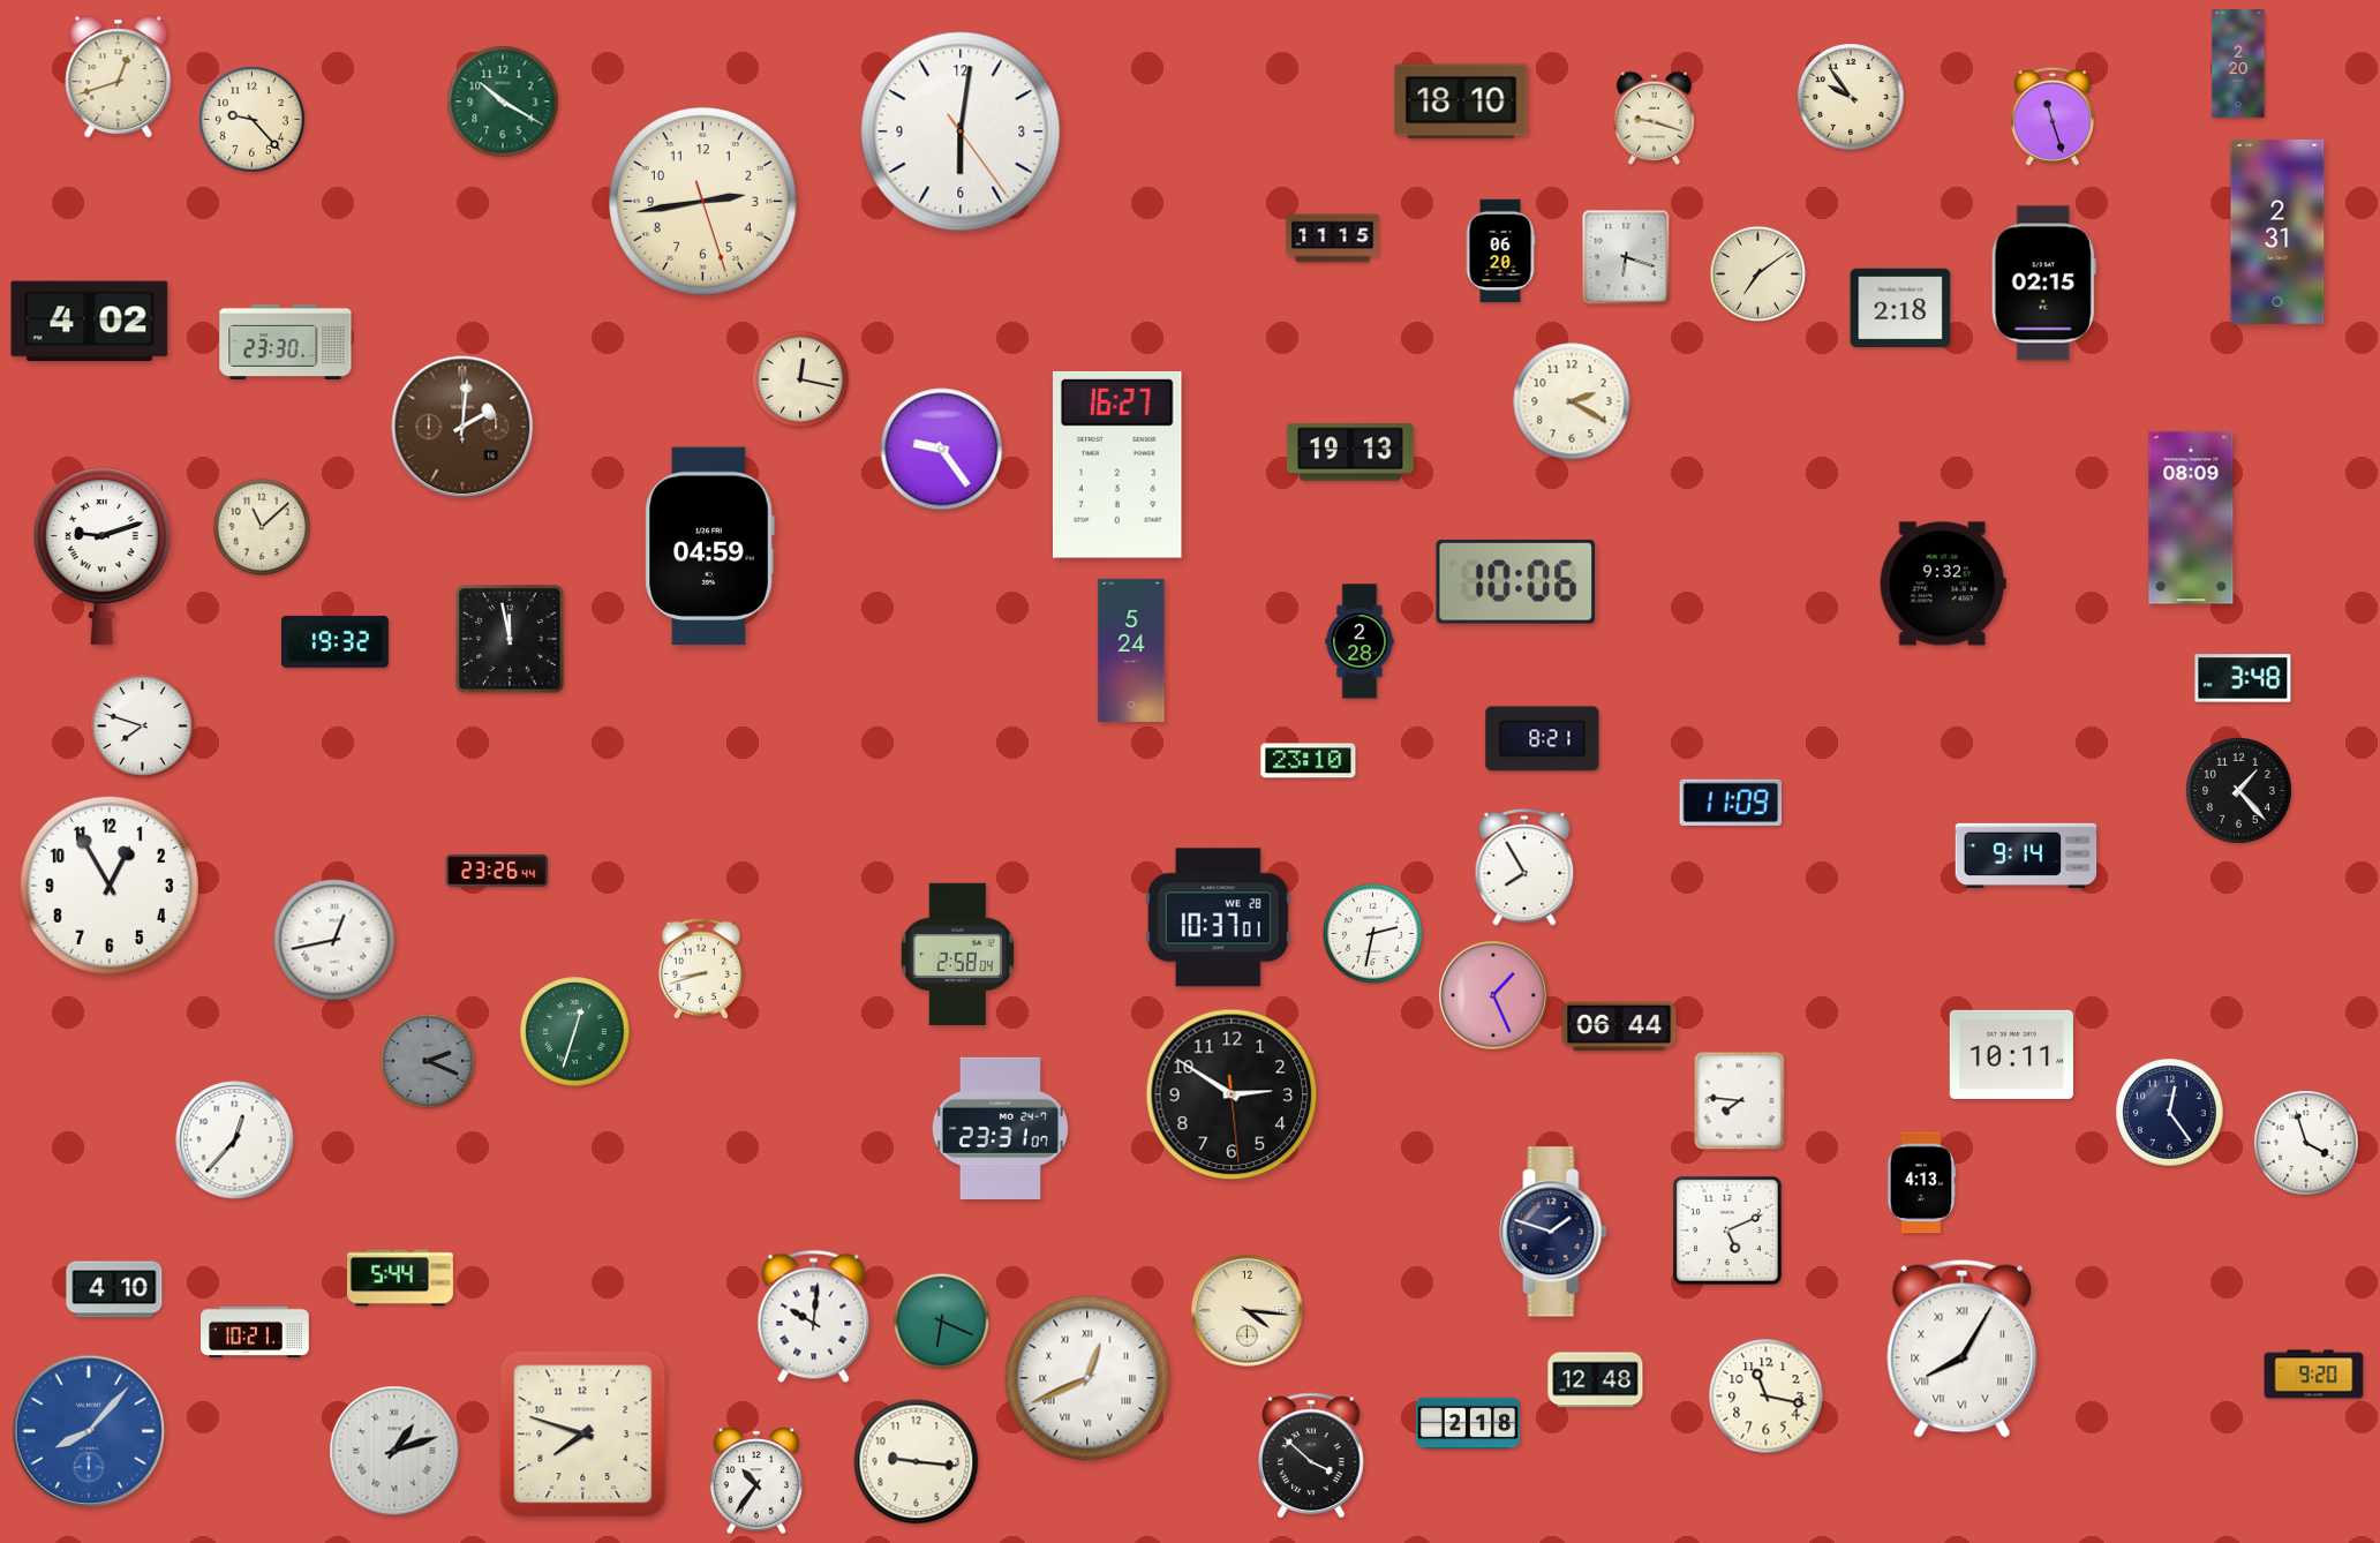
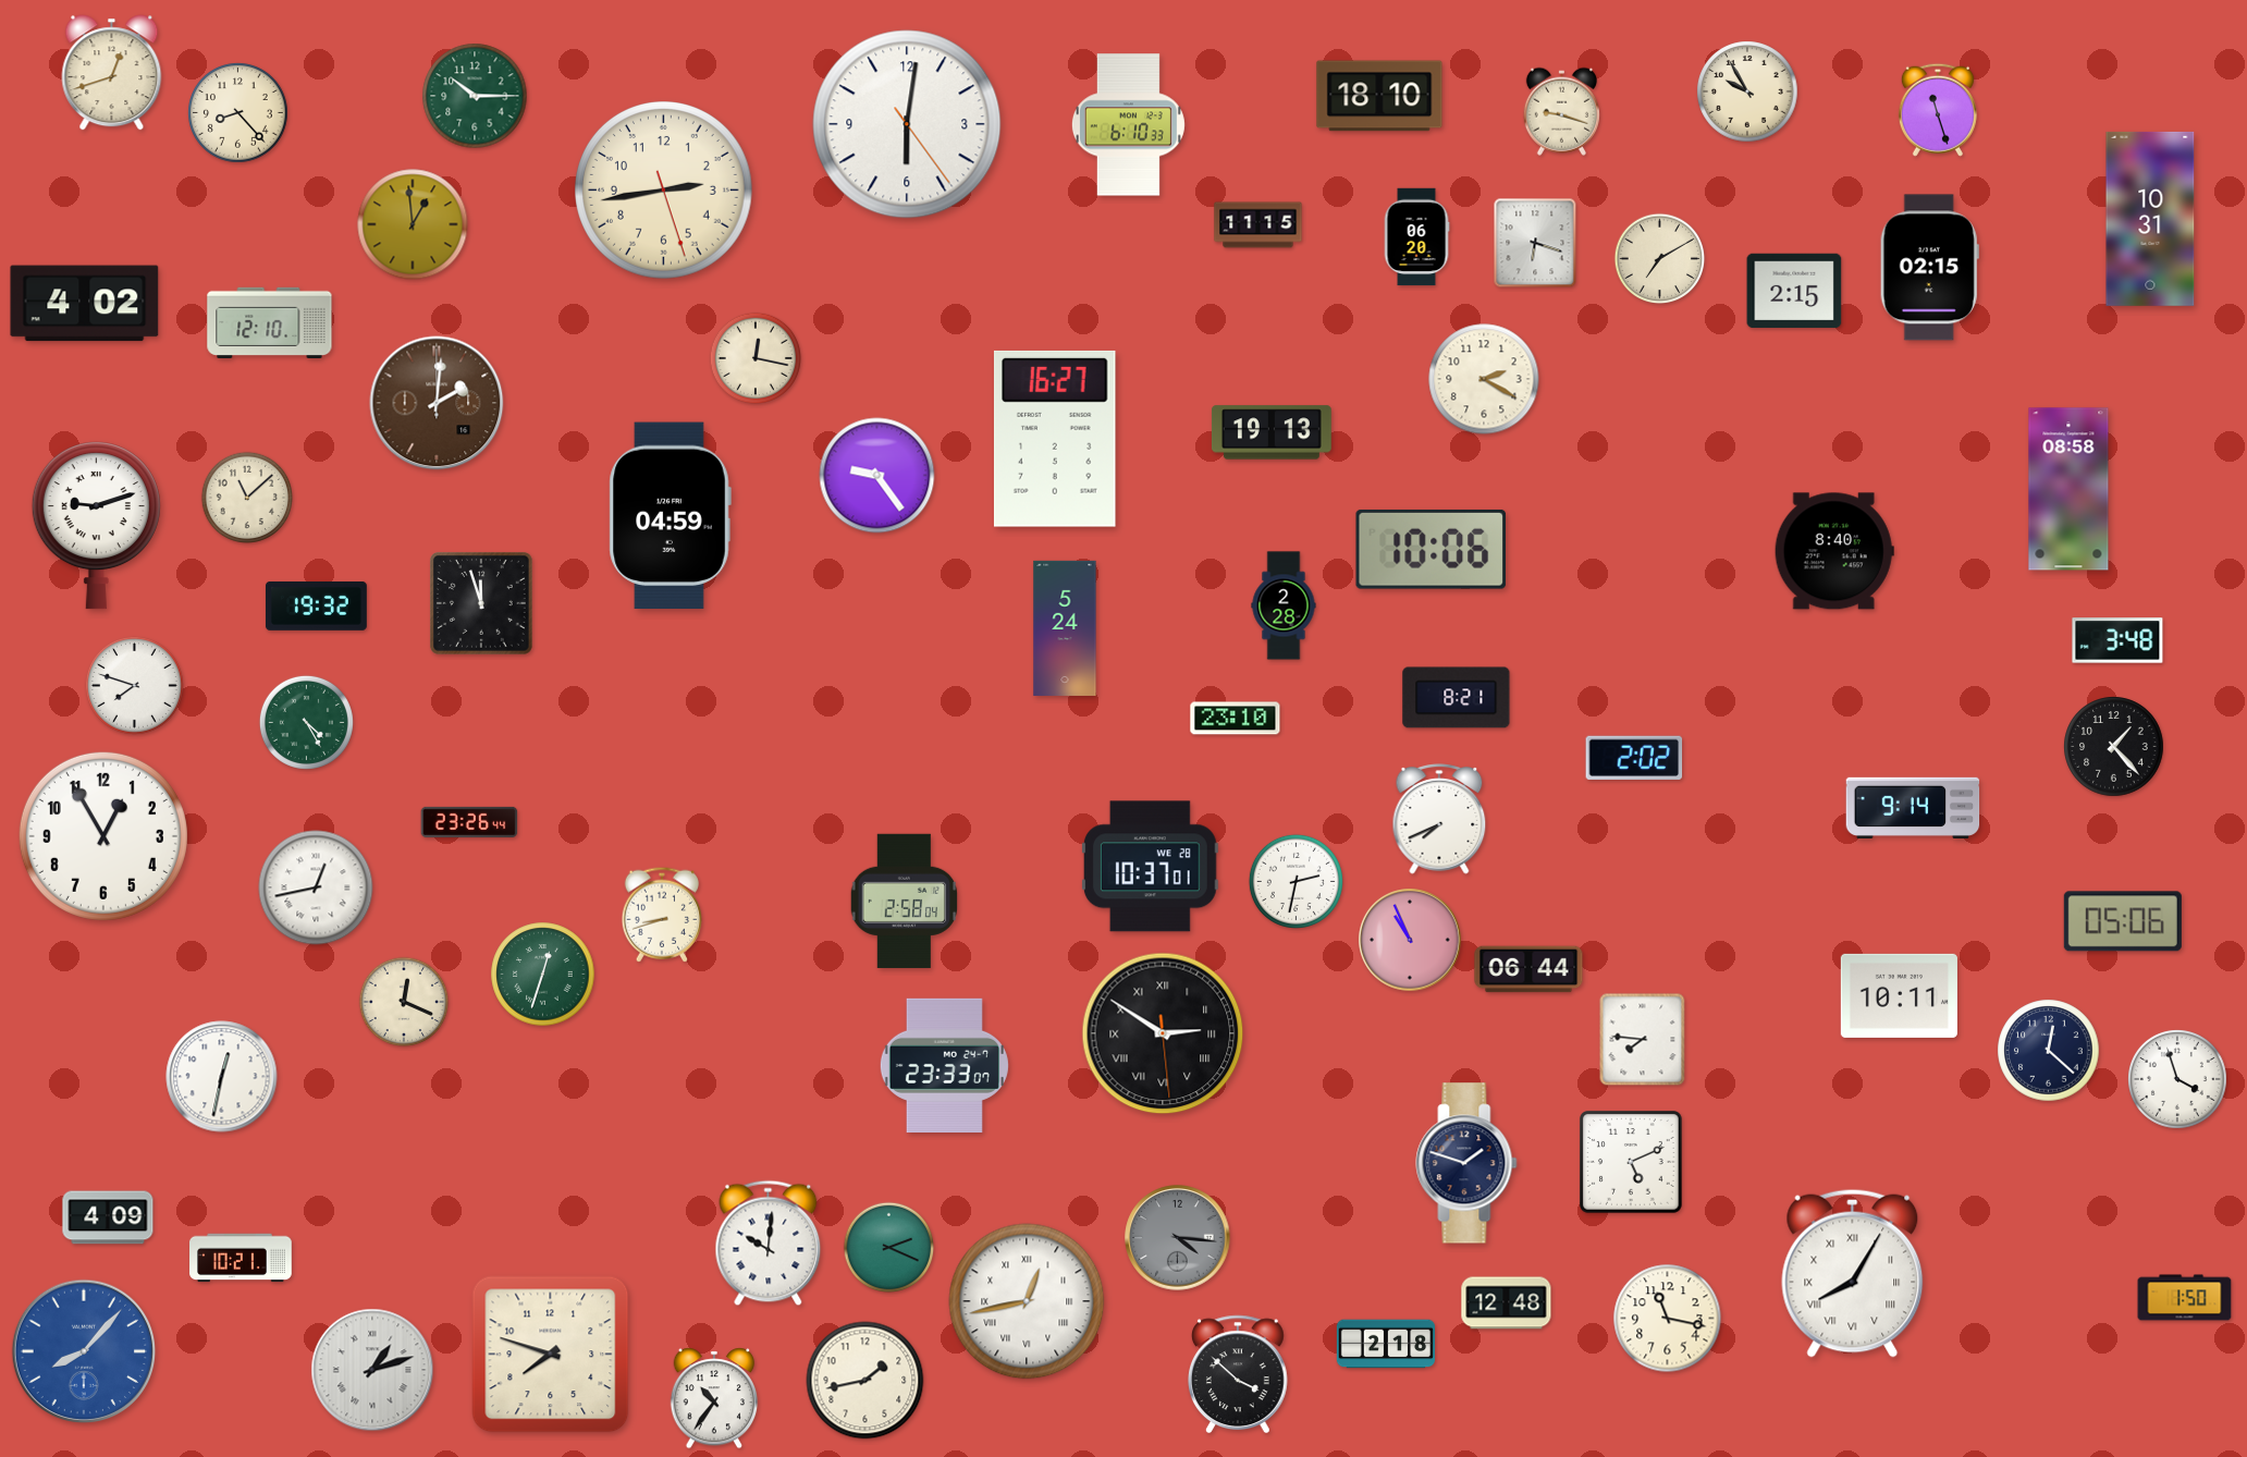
clock at (2238, 63): 2:20 -> none
clock at (1851, 97): 9:54 -> 9:55
clock at (503, 101): 10:20 -> 10:15
clock at (253, 120): 9:23 -> 8:23
clock at (1128, 125): none -> 6:10
clock at (2277, 232): 2:31 -> 10:31
clock at (413, 224): none -> 12:59
clock at (1758, 274): 7:09 -> 7:10
clock at (1900, 308): 2:18 -> 2:15
clock at (286, 341): 23:30 -> 12:10
clock at (942, 450) position: (942, 450) -> (877, 476)
clock at (1350, 452) position: (1350, 452) -> (1272, 432)
clock at (2191, 518): 08:09 -> 08:58
clock at (1943, 584): 9:32 -> 8:40
clock at (511, 640): 11:58 -> 11:57
clock at (1131, 650) position: (1131, 650) -> (1065, 628)
clock at (306, 722): none -> 4:25
clock at (1731, 803): 11:09 -> 2:02
clock at (1524, 867): 7:55 -> 7:41
clock at (2123, 921): none -> 05:06
clock at (1493, 995): 1:26 -> 10:56
clock at (428, 1061): 2:19 -> 12:19
clock at (428, 1061) dial: grey -> cream
clock at (1232, 1094) numerals: Arabic -> Roman
clock at (2170, 1113): 12:24 -> 12:22
clock at (1000, 1128): 23:31 -> 23:33
clock at (235, 1141): 12:37 -> 12:32
clock at (1921, 1183): 4:13 -> none
clock at (400, 1278): 5:44 -> none
clock at (114, 1289): 4:10 -> 4:09
clock at (1248, 1311) dial: cream -> grey
clock at (942, 1322): 6:19 -> 2:19
clock at (2314, 1375): 9:20 -> 1:50
clock at (1087, 1378): 12:41 -> 12:43
clock at (917, 1462): 9:16 -> 1:43
